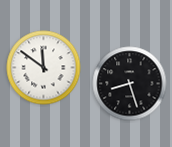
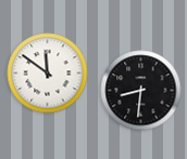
clock at (130, 84): 8:27 -> 8:31
